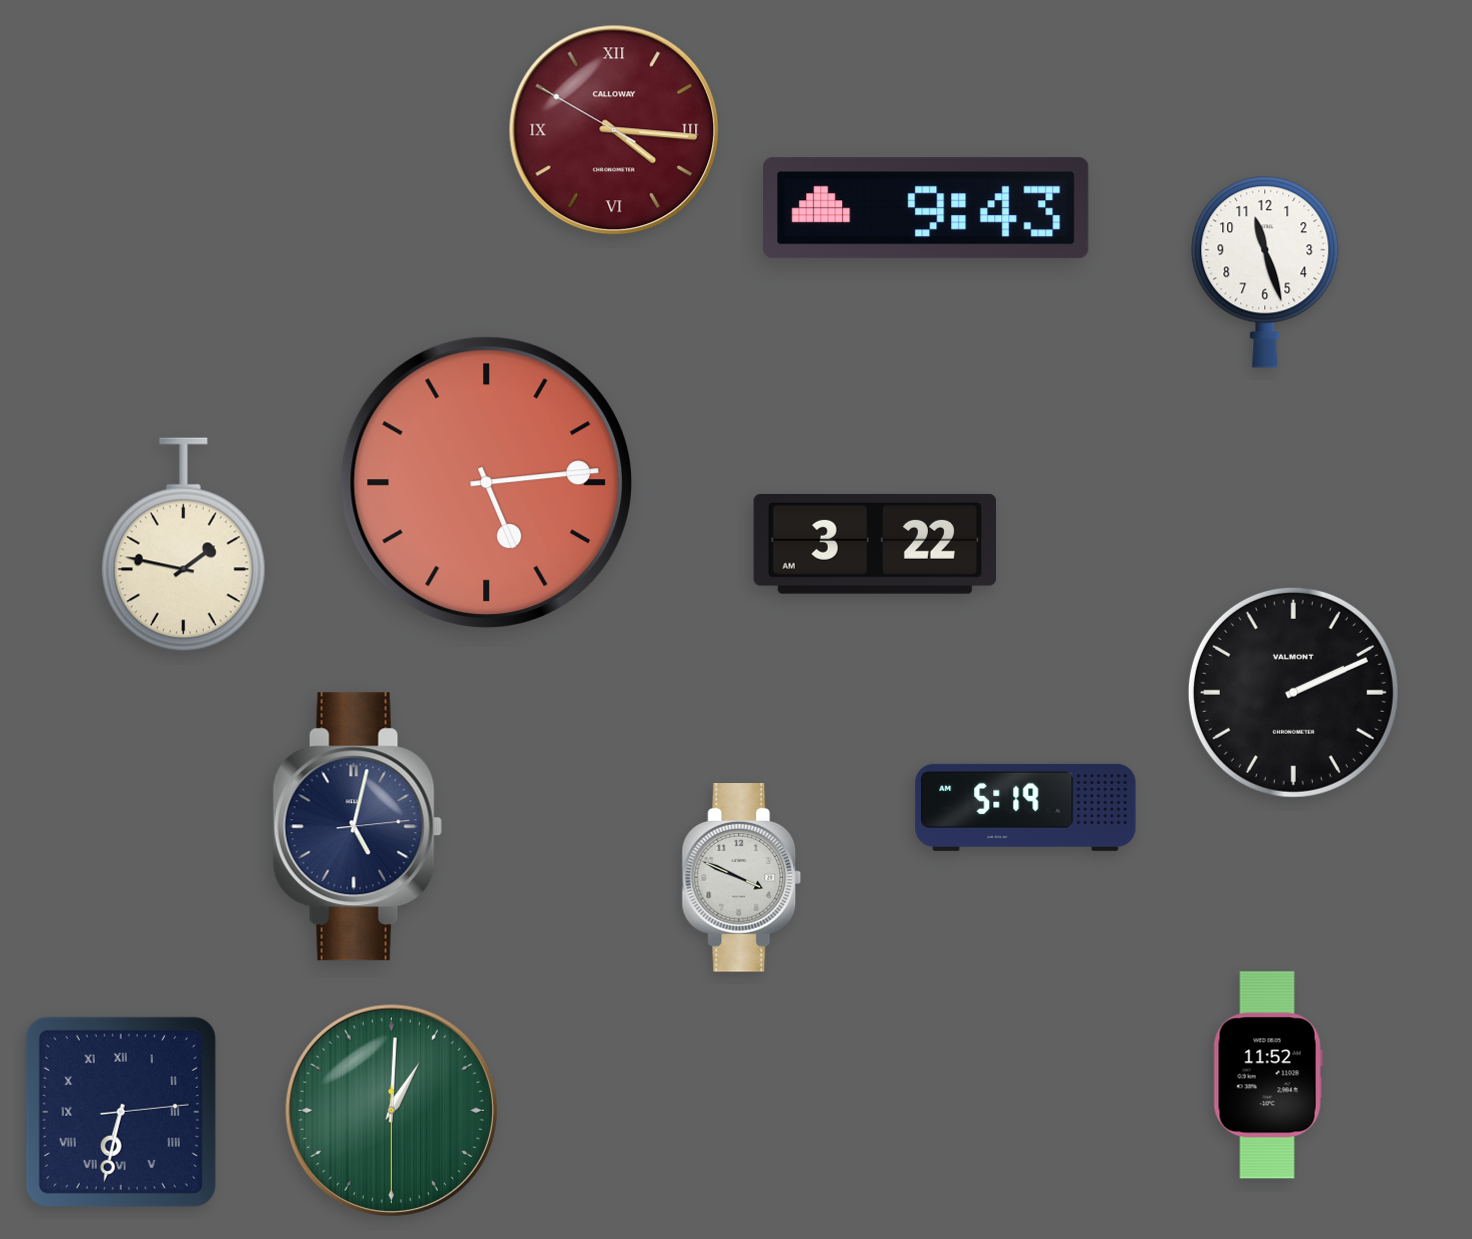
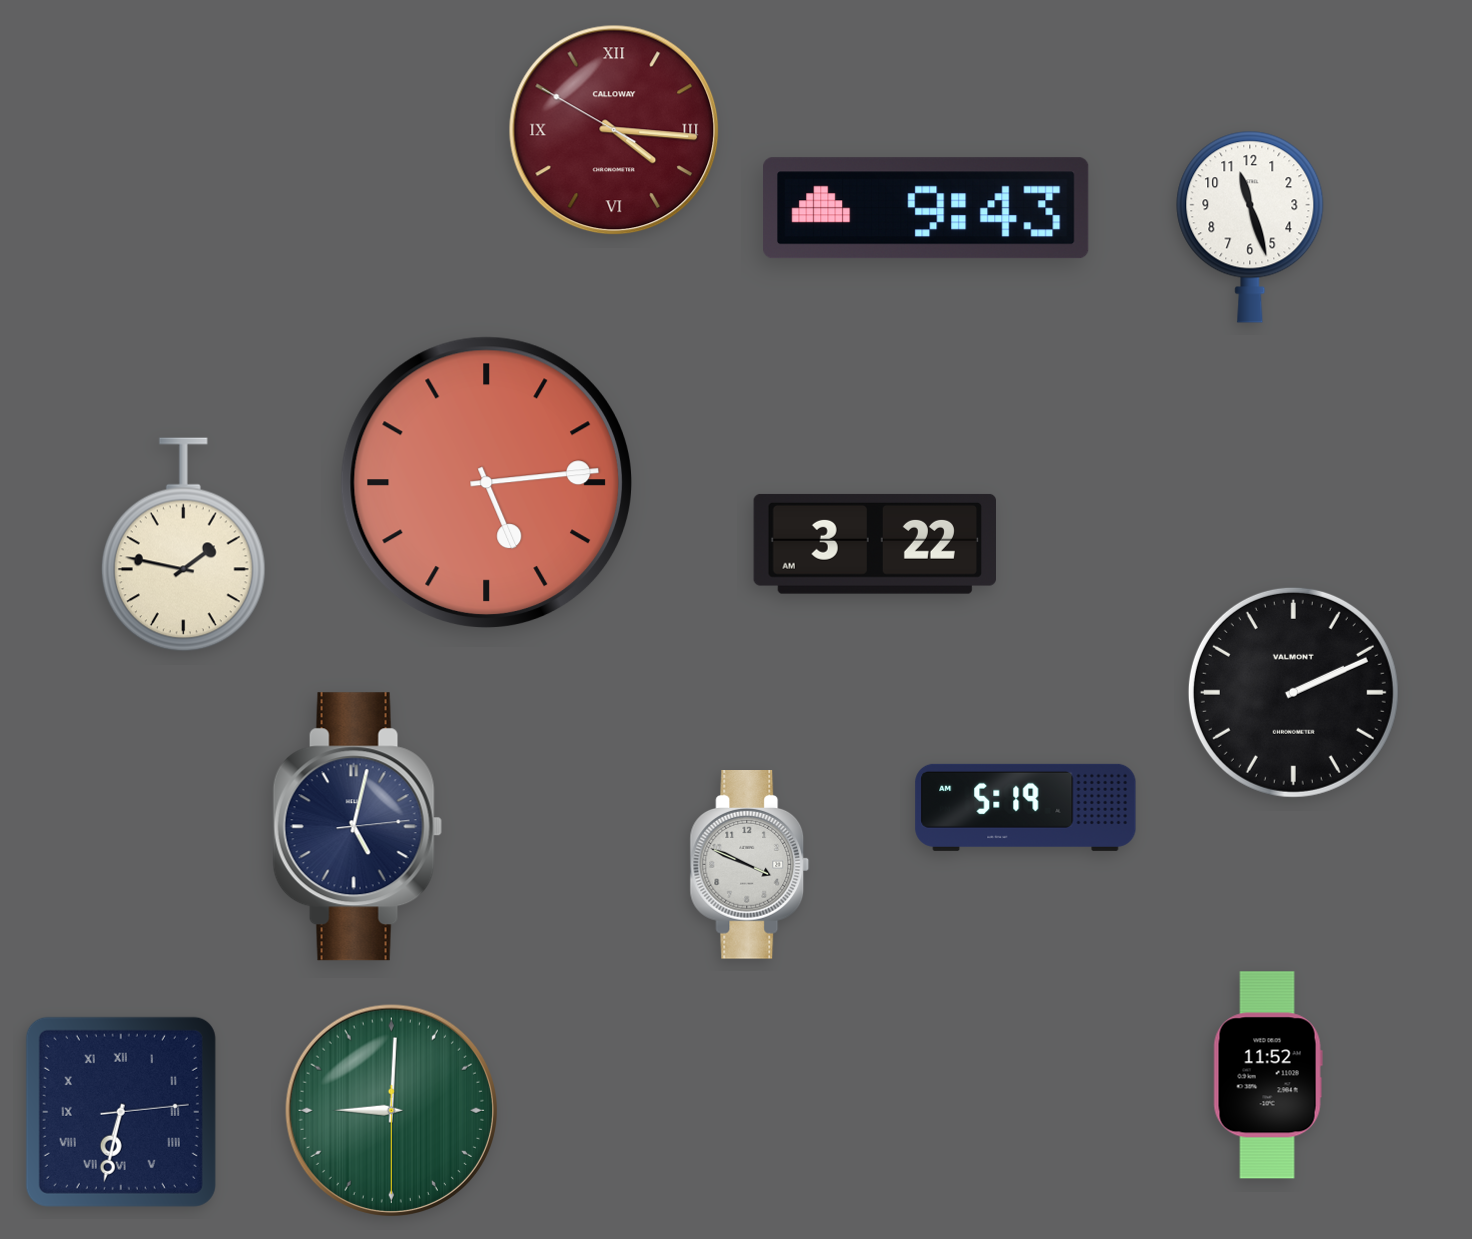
clock at (1265, 272) position: (1265, 272) -> (1250, 227)
clock at (742, 878) position: (742, 878) -> (750, 865)
clock at (391, 1110): 1:00 -> 9:00
